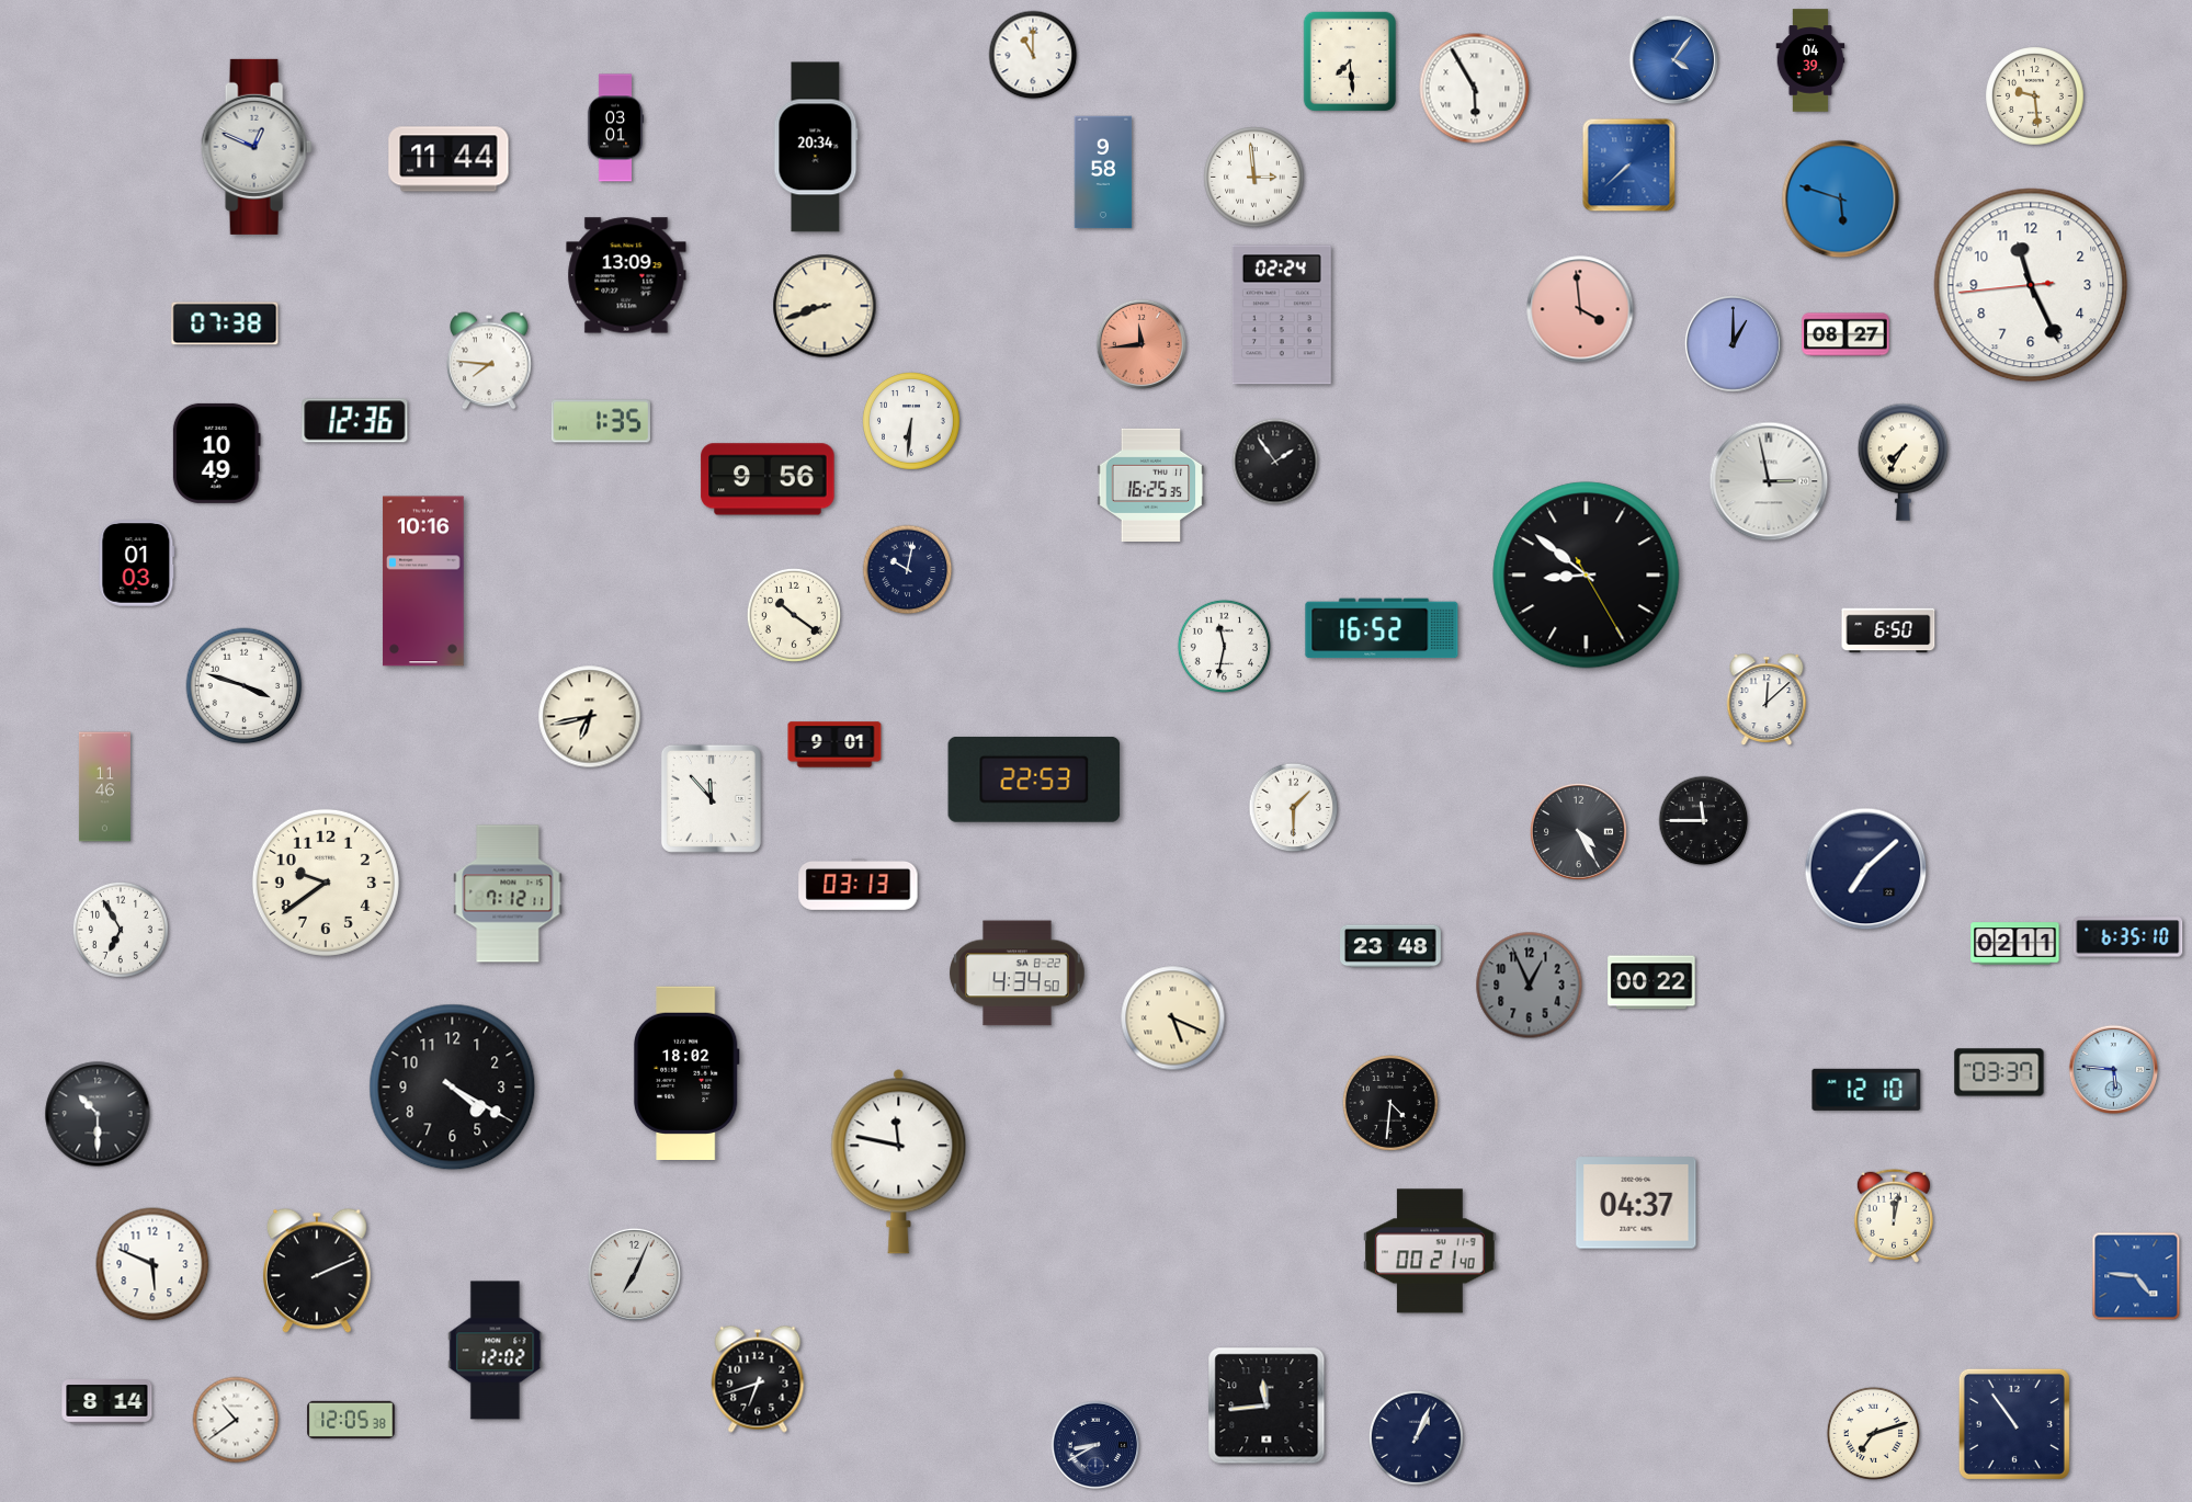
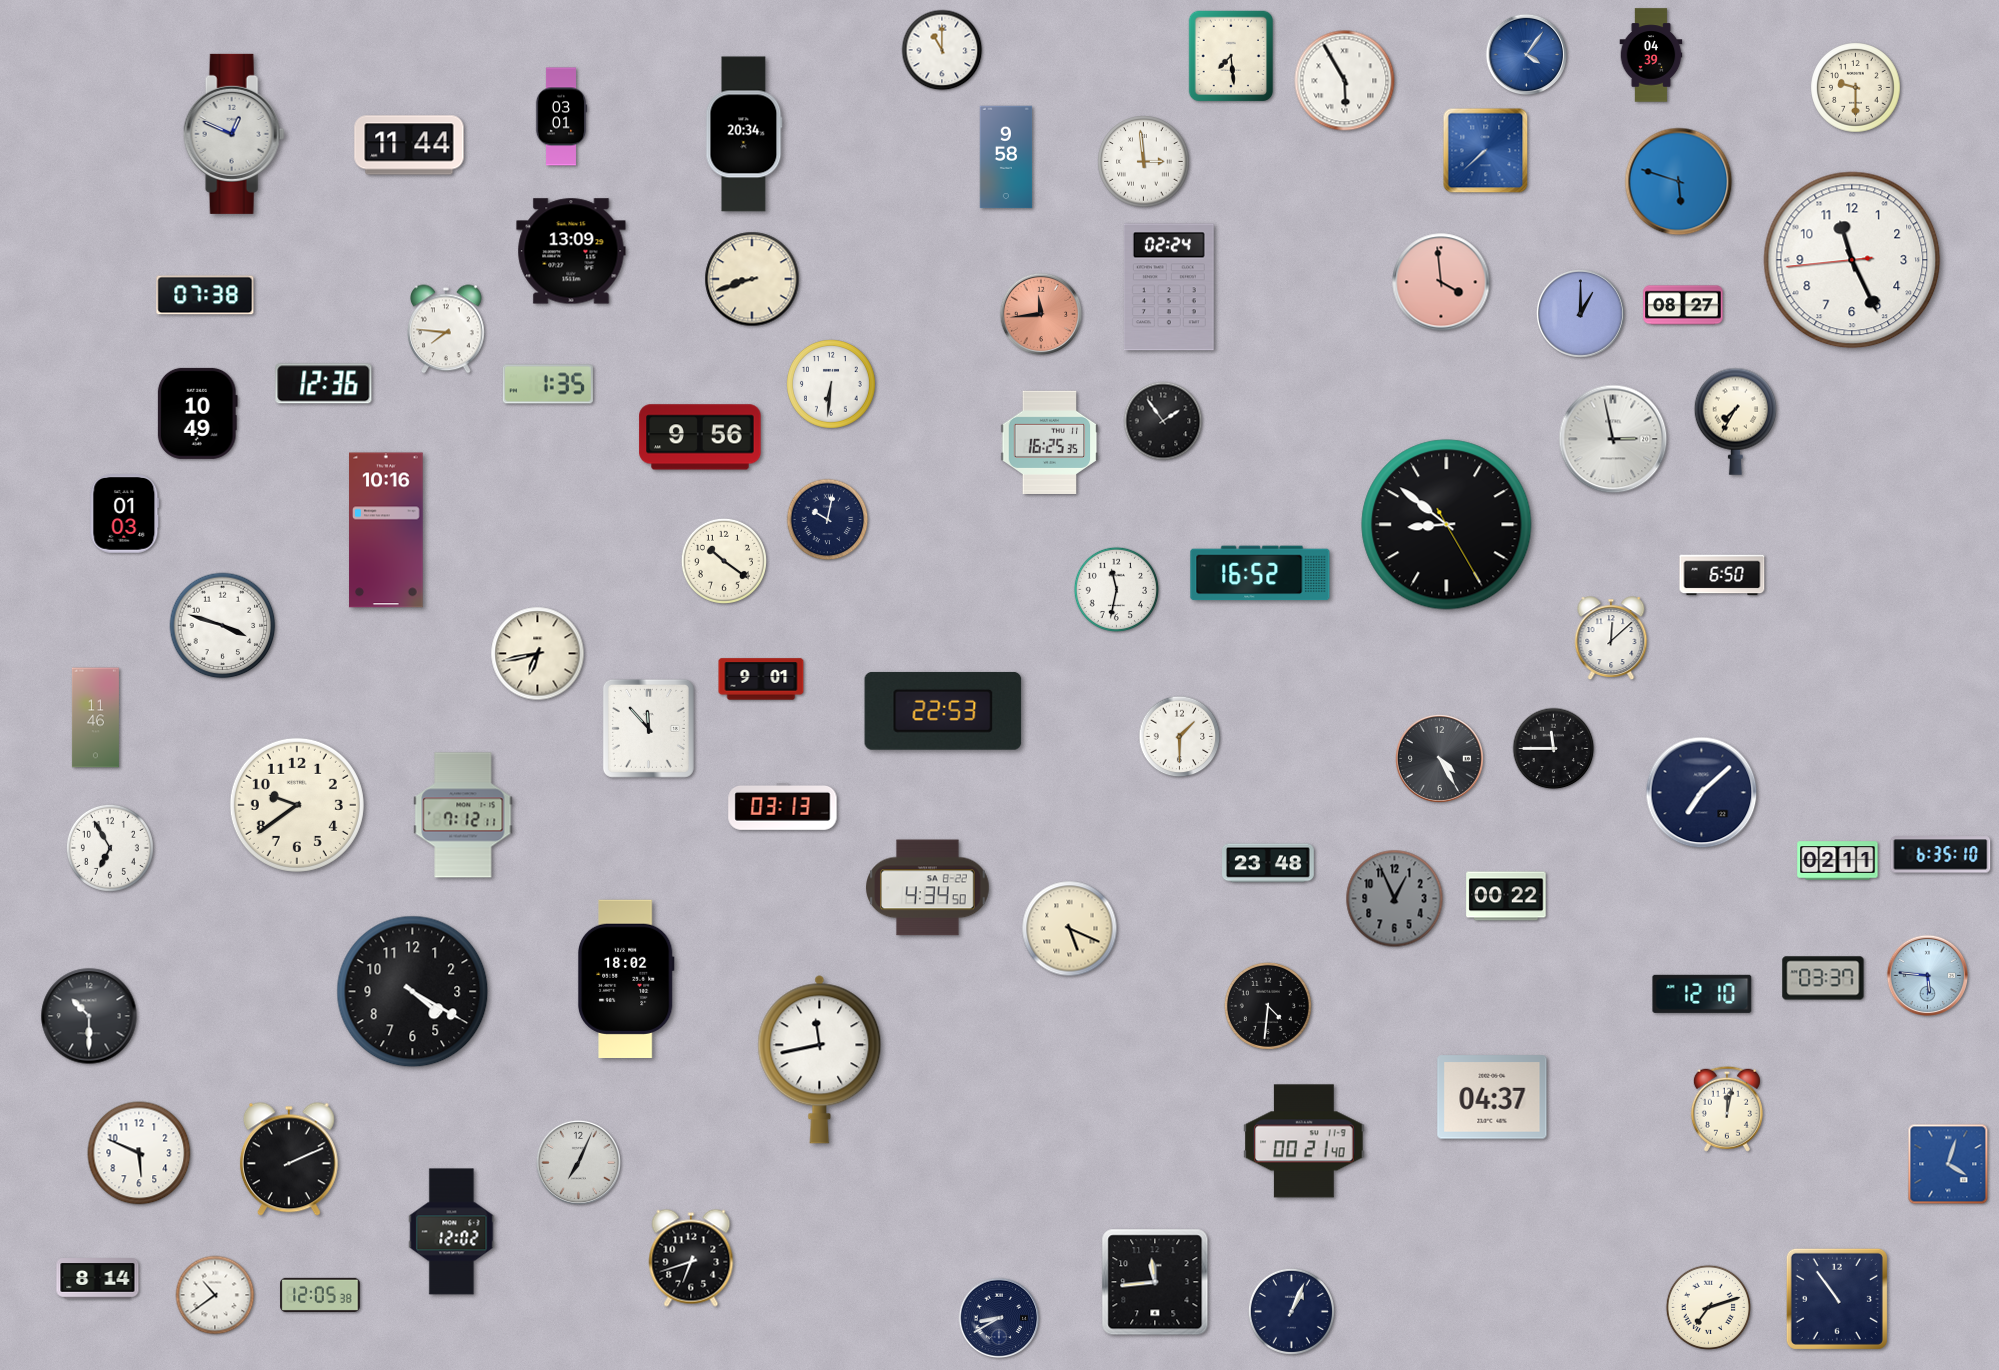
clock at (2035, 96): 9:29 -> 9:30
clock at (899, 1161): 11:47 -> 11:43
clock at (2136, 1276): 4:46 -> 4:03
